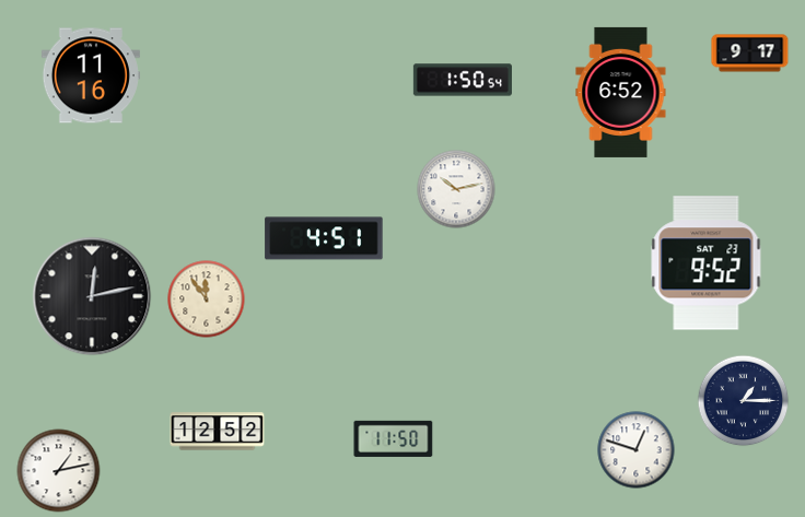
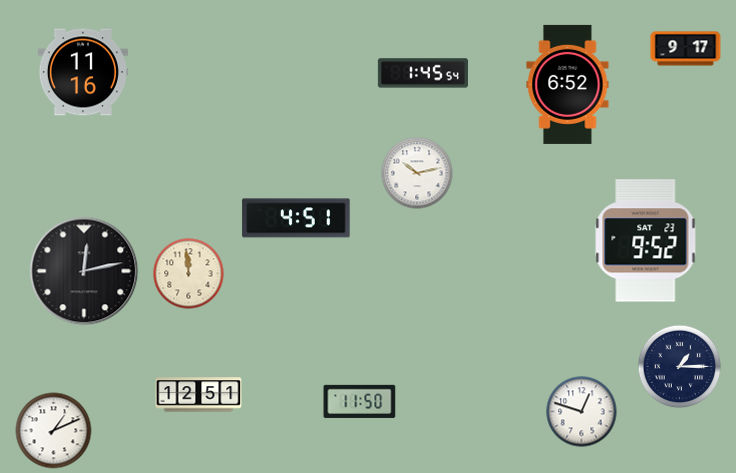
clock at (91, 75) position: (91, 75) -> (83, 72)
clock at (463, 80): 1:50 -> 1:45
clock at (207, 299): 11:54 -> 11:59
clock at (218, 432): 12:52 -> 12:51
clock at (59, 471): 1:13 -> 1:11
